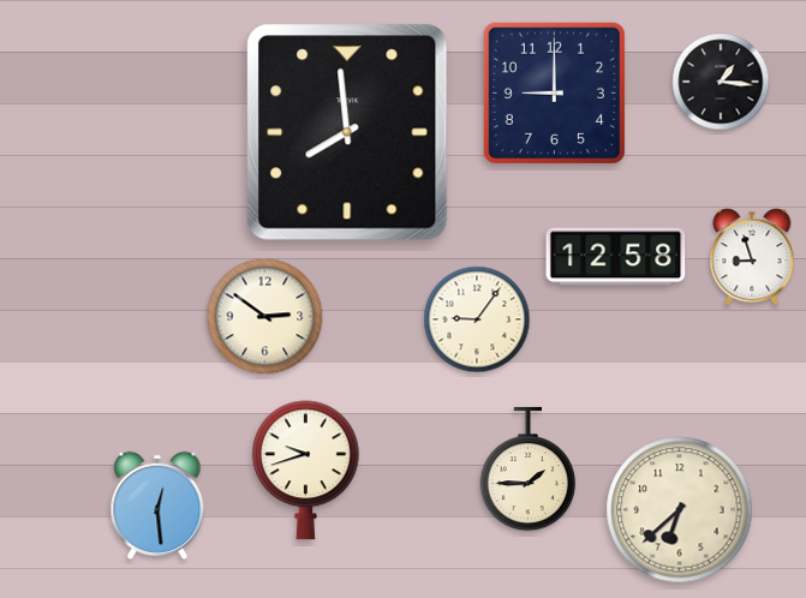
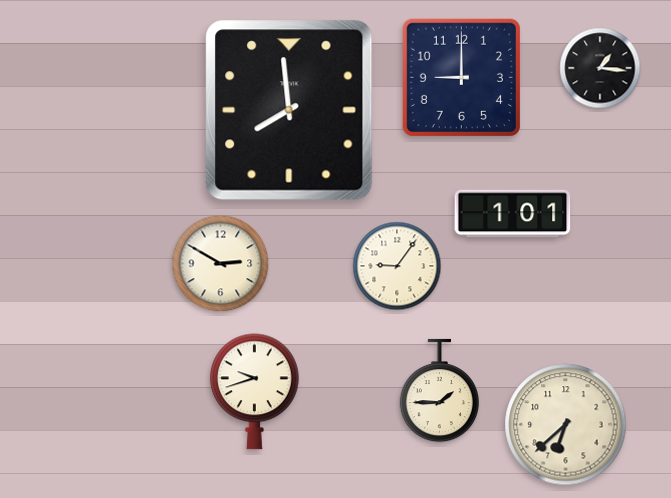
clock at (616, 257): 12:58 -> 1:01
clock at (752, 257): 8:57 -> none
clock at (265, 317): 2:51 -> 2:50
clock at (157, 506): 12:29 -> none
